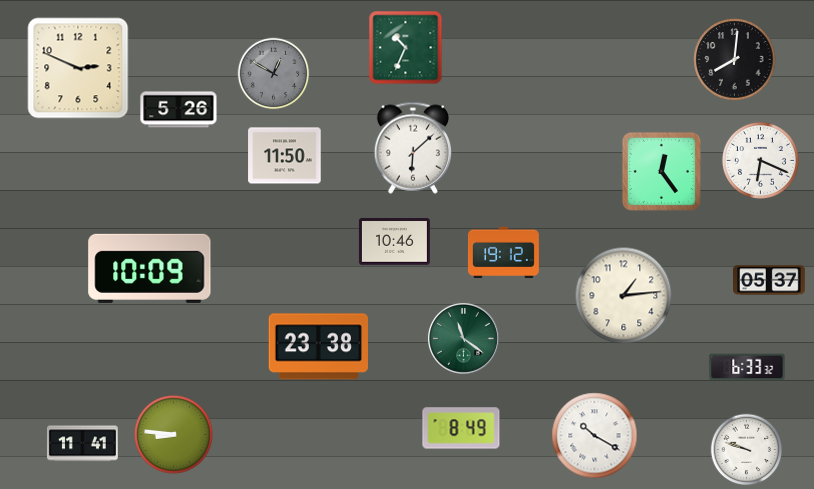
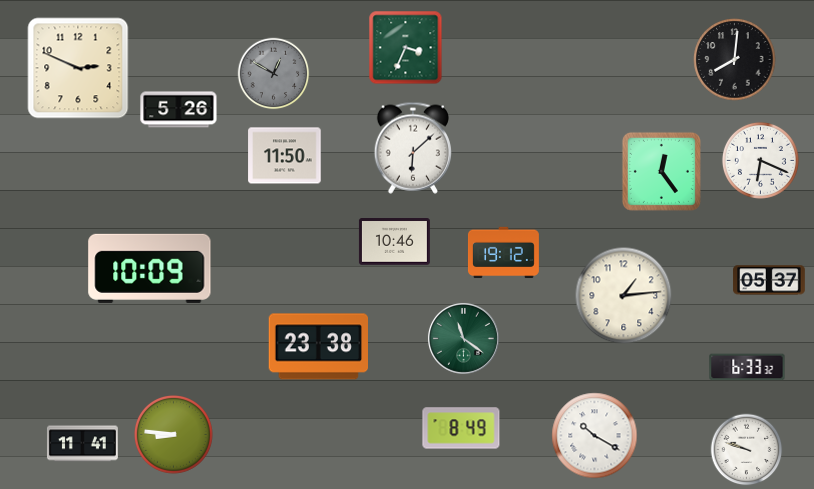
clock at (406, 48): 10:34 -> 3:34
